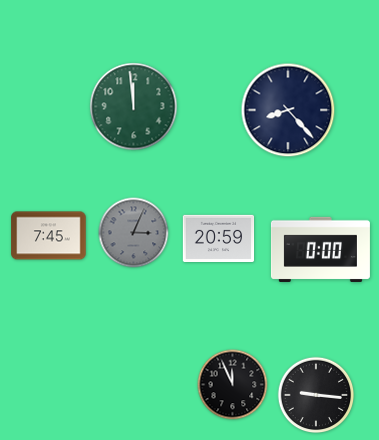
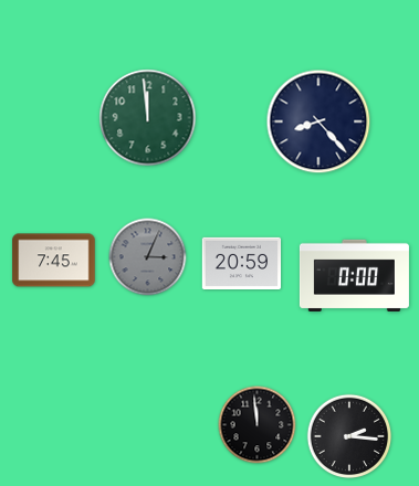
clock at (233, 385): 11:56 -> 11:59
clock at (316, 395): 9:16 -> 2:16
